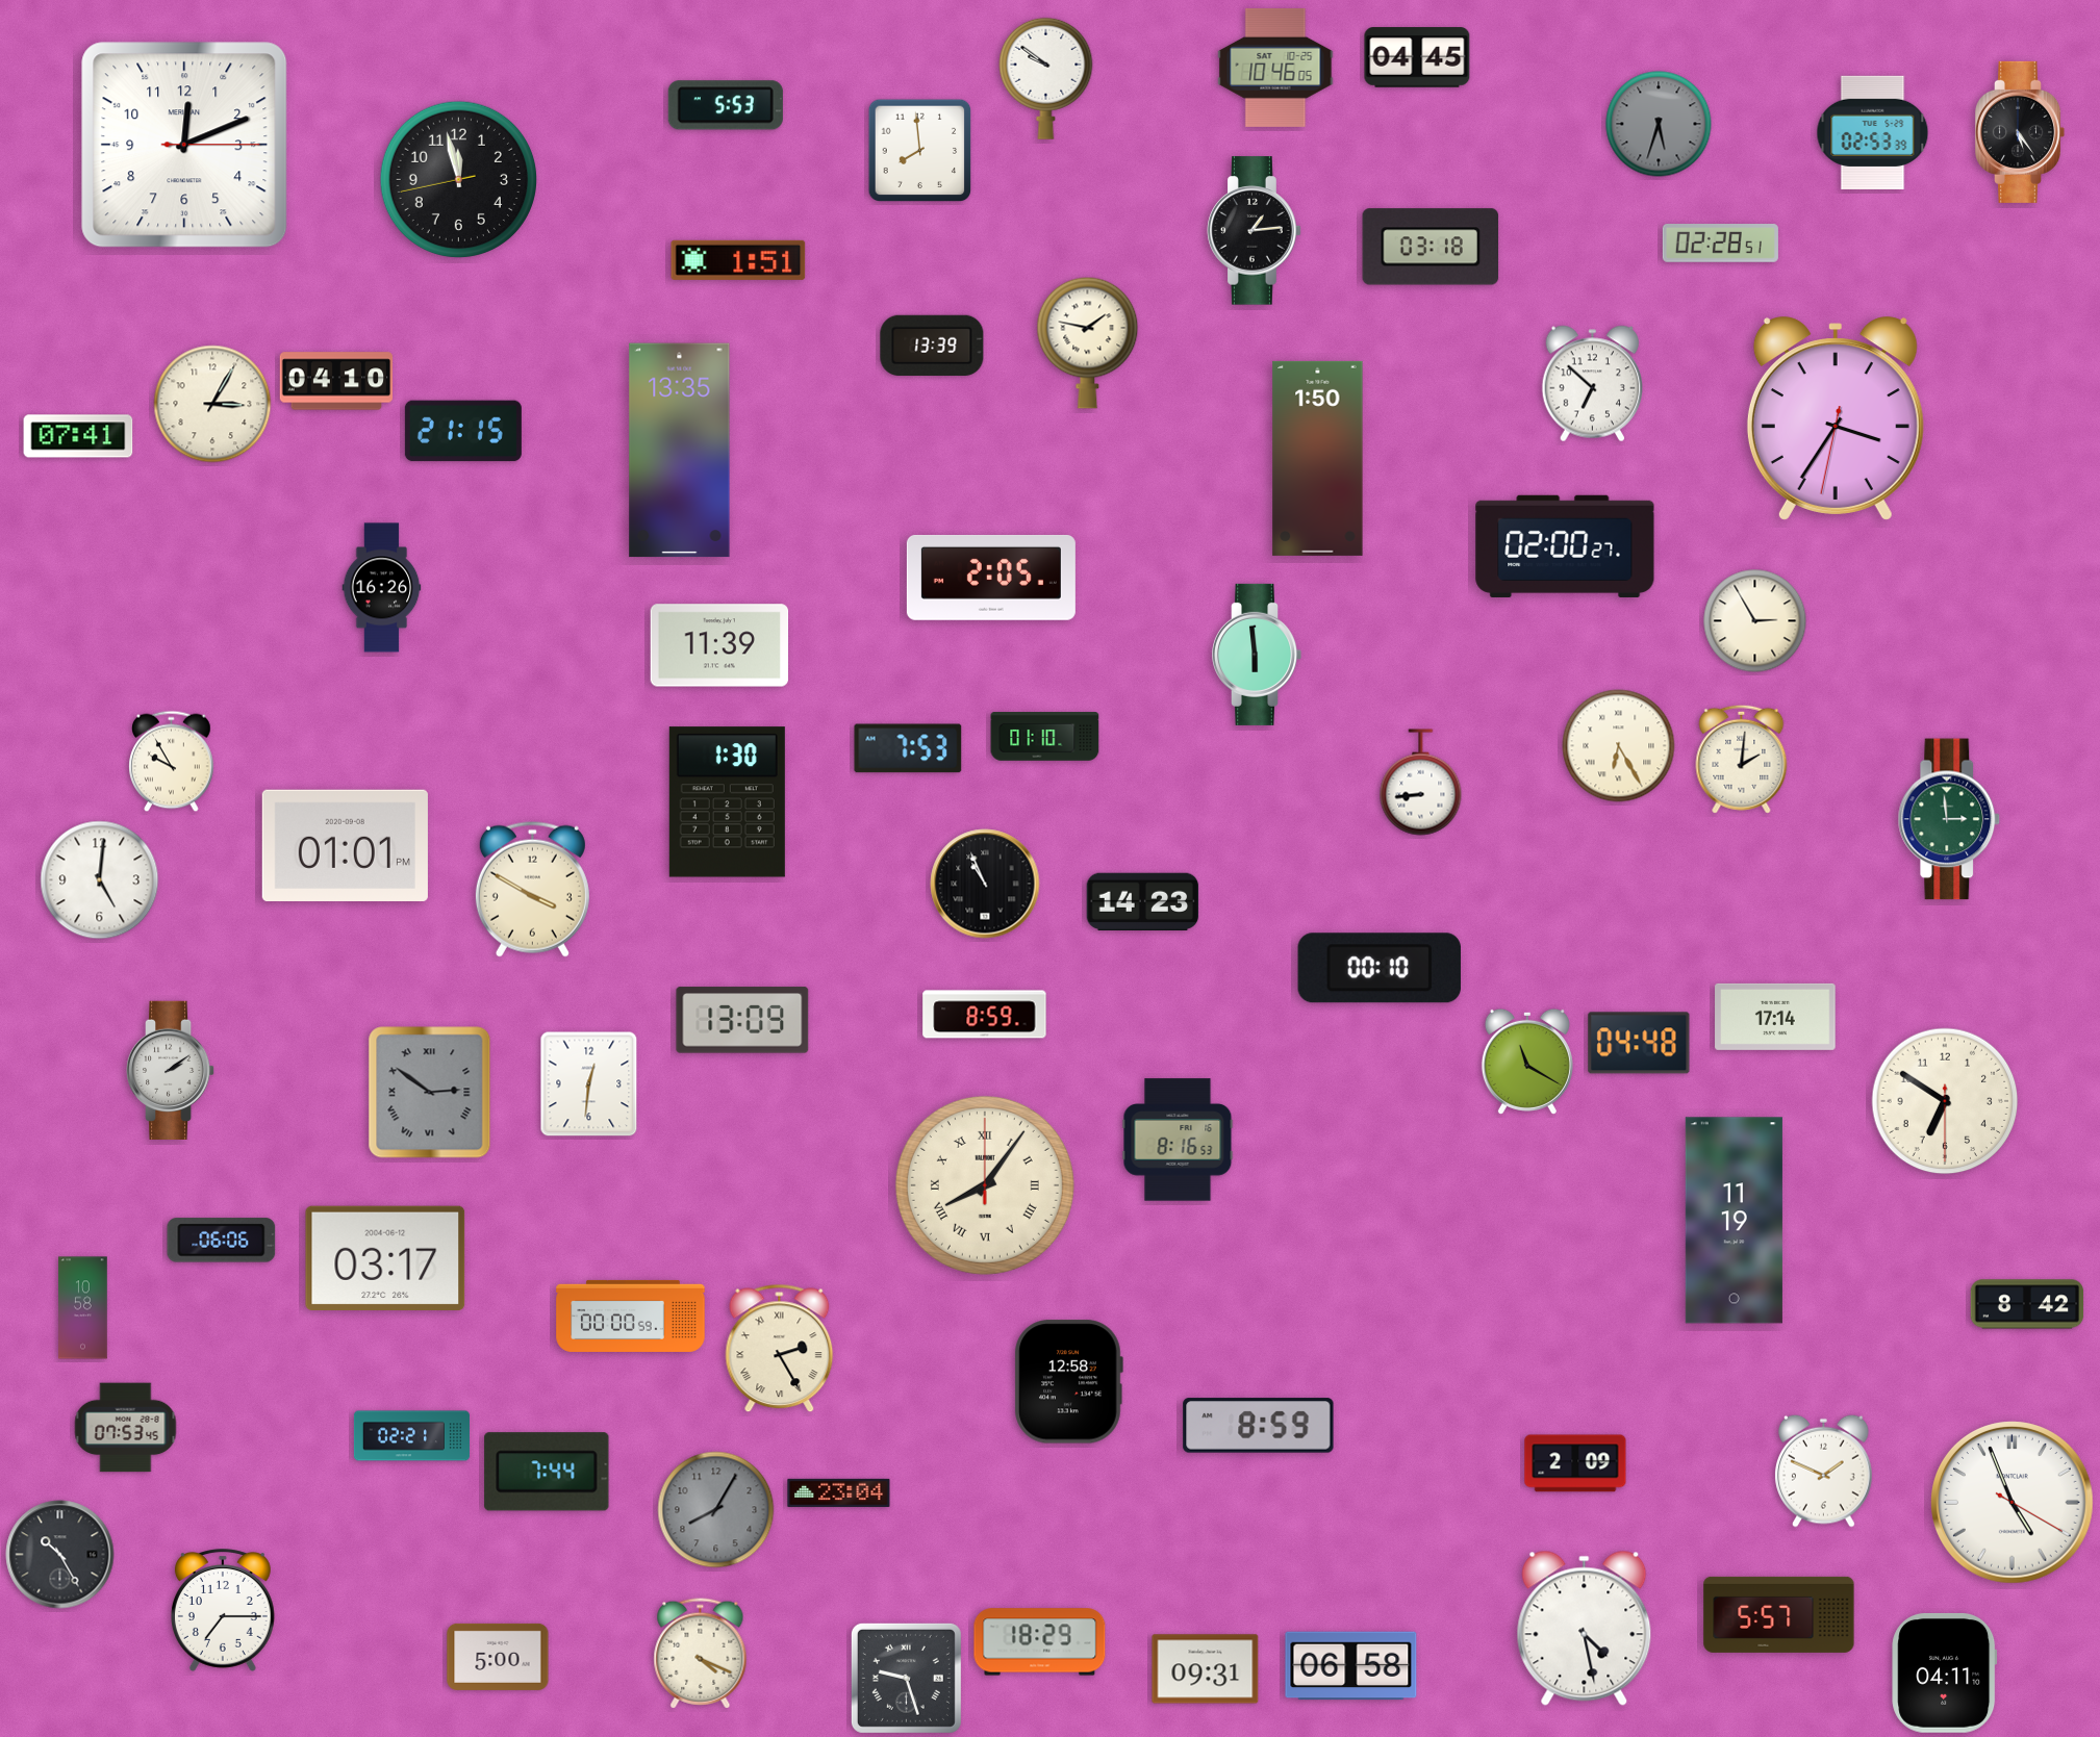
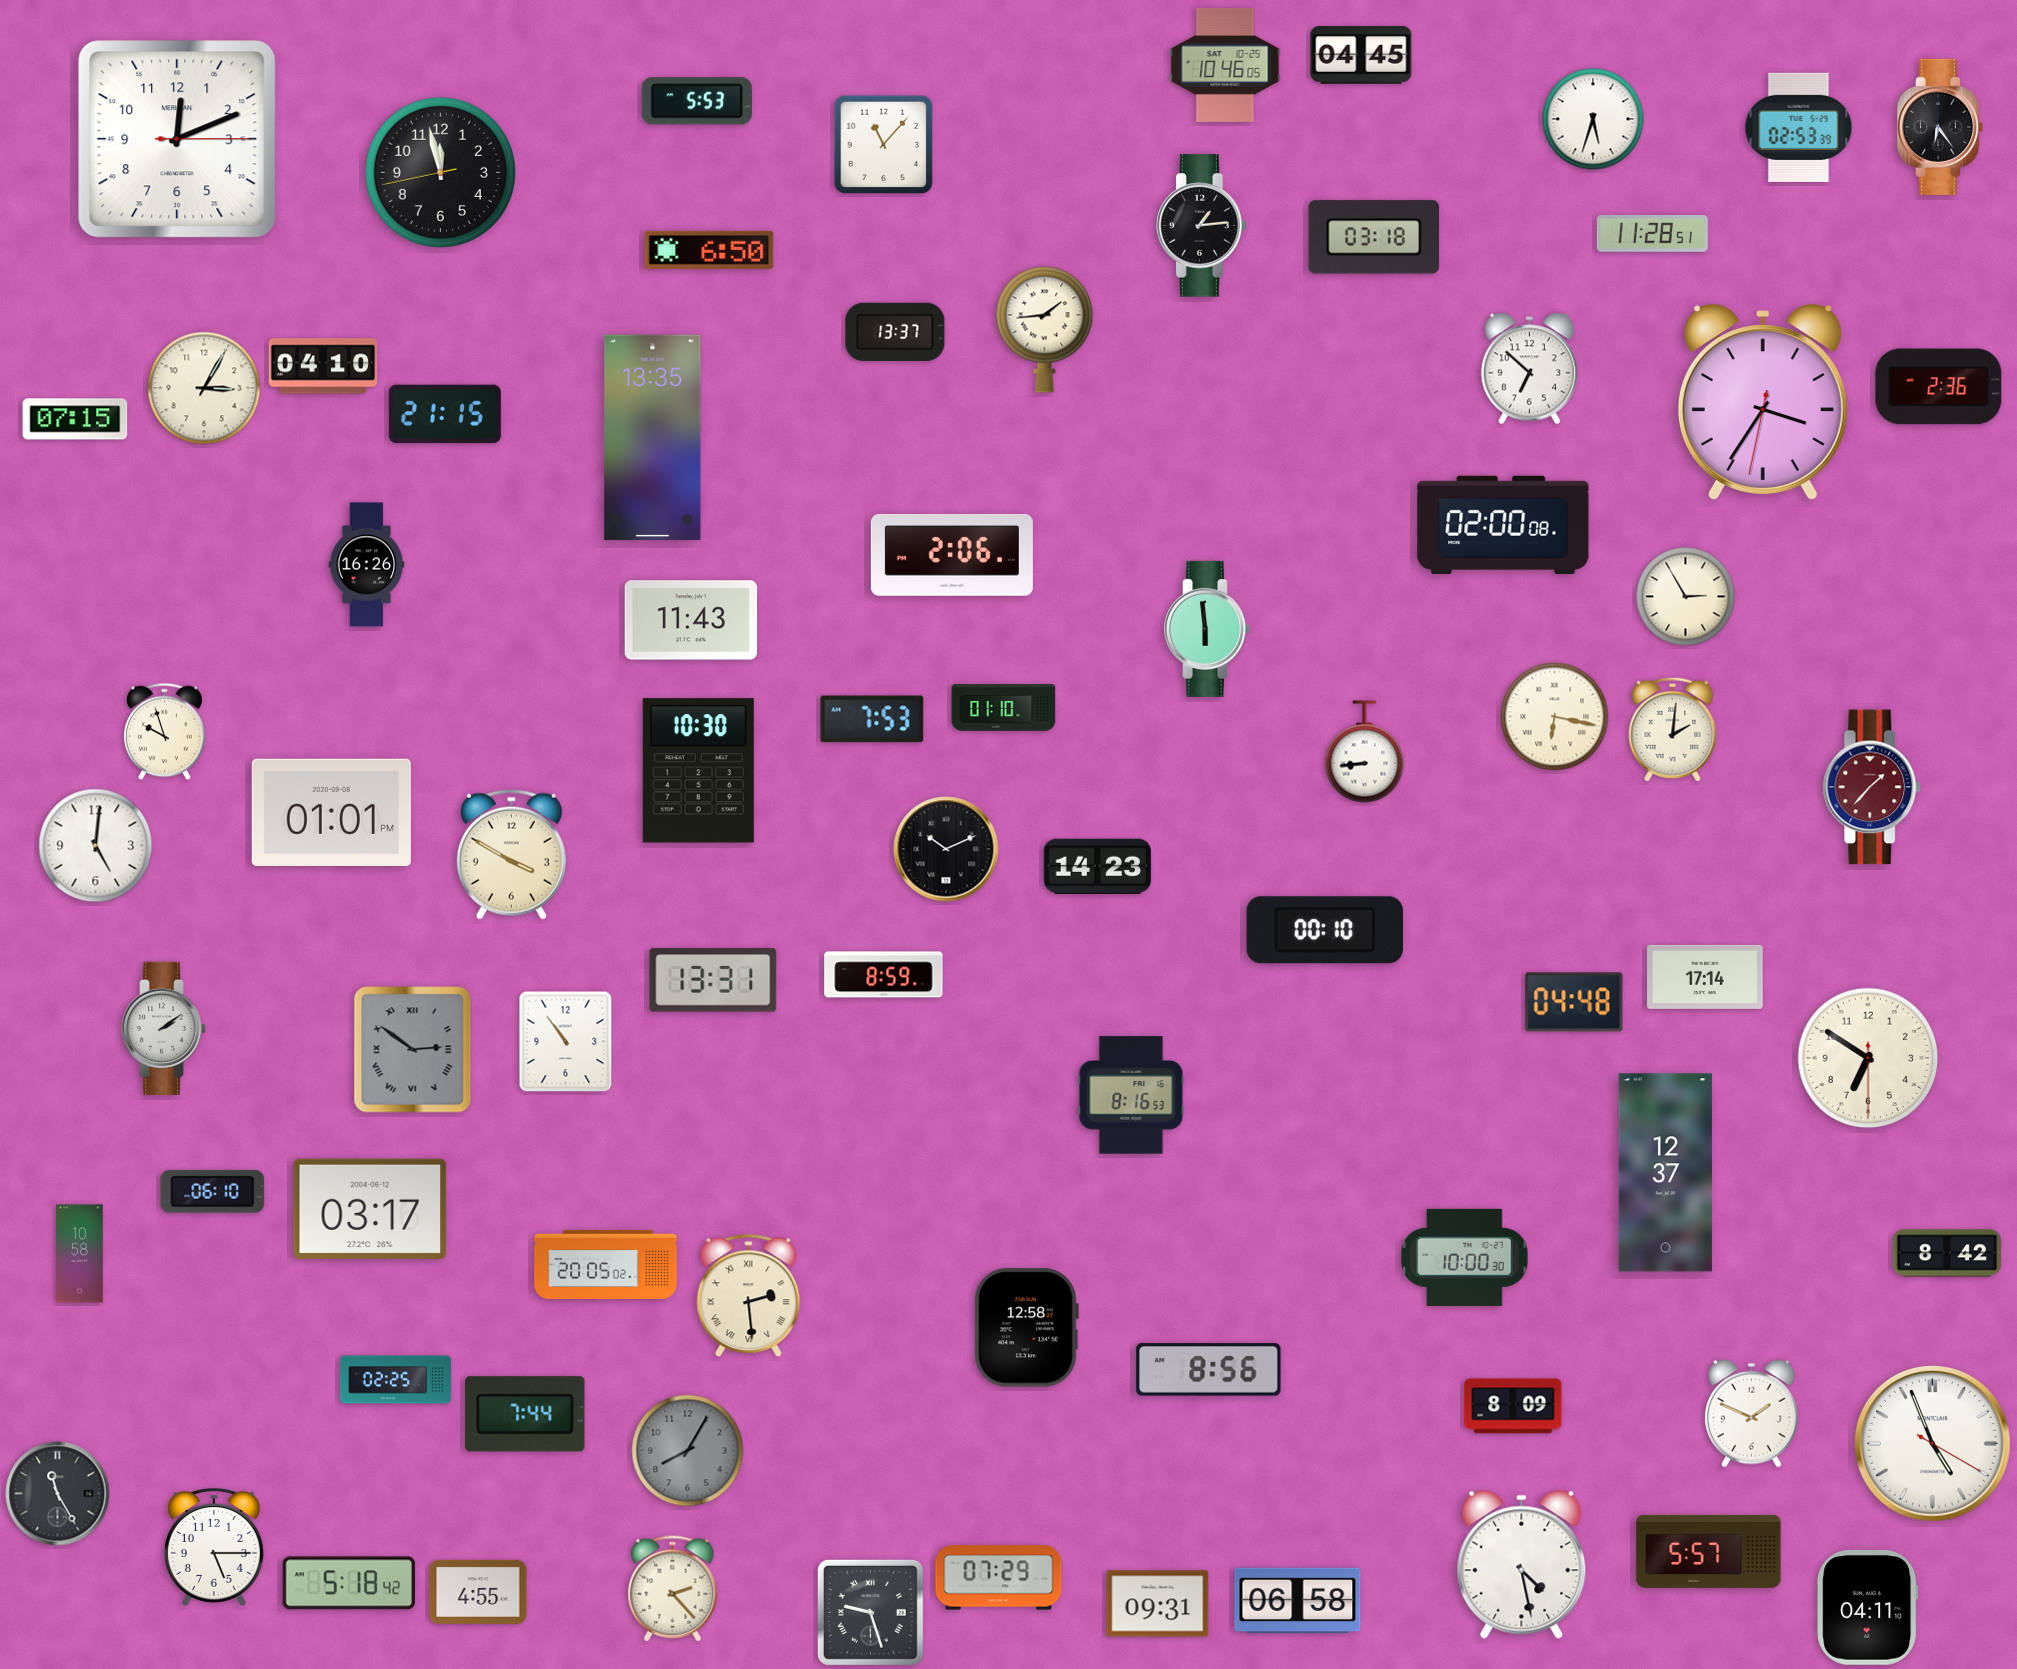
clock at (1046, 78): 9:51 -> none
clock at (1659, 124) dial: grey -> white
clock at (2021, 132): 5:24 -> 6:24
clock at (920, 151): 7:59 -> 11:07
clock at (1255, 231) position: (1255, 231) -> (1202, 226)
clock at (1720, 244): 02:28 -> 11:28
clock at (738, 260): 1:51 -> 6:50
clock at (1088, 342): 1:47 -> 1:44
clock at (932, 344): 13:39 -> 13:37
clock at (1939, 387): none -> 2:36
clock at (78, 436): 07:41 -> 07:15
clock at (680, 451) position: (680, 451) -> (653, 438)
clock at (1318, 458): 1:50 -> none
clock at (1565, 546): 02:00:27 -> 02:00:08
clock at (991, 578): 2:05 -> 2:06
clock at (719, 645): 11:39 -> 11:43
clock at (1619, 746): 6:25 -> 6:17
clock at (172, 762): 9:55 -> 9:57
clock at (727, 802): 1:30 -> 10:30
clock at (1949, 819): 2:59 -> 1:37
clock at (1949, 819) dial: green -> burgundy
clock at (985, 884): 10:56 -> 10:11
clock at (985, 1015) position: (985, 1015) -> (884, 975)
clock at (742, 1020): 13:09 -> 13:31
clock at (1527, 1062): 11:20 -> none
clock at (589, 1084): 12:31 -> 10:54
clock at (985, 1185): 8:06 -> none
clock at (1734, 1221): 11:19 -> 12:37
clock at (222, 1241): 06:06 -> 06:10
clock at (83, 1308) position: (83, 1308) -> (80, 1254)
clock at (1465, 1257): none -> 10:00
clock at (631, 1315): 00:00 -> 20:05
clock at (780, 1349): 2:25 -> 2:29
clock at (1259, 1426): 8:59 -> 8:56
clock at (126, 1428): 07:53 -> none
clock at (411, 1436): 02:21 -> 02:25
clock at (1575, 1463): 2:09 -> 8:09
clock at (839, 1492): 23:04 -> none
clock at (60, 1555): 10:25 -> 11:25
clock at (223, 1610): 7:15 -> 5:15
clock at (1040, 1642): 18:29 -> 07:29
clock at (348, 1583): none -> 5:18
clock at (701, 1654): 4:19 -> 2:23
clock at (498, 1657): 5:00 -> 4:55
